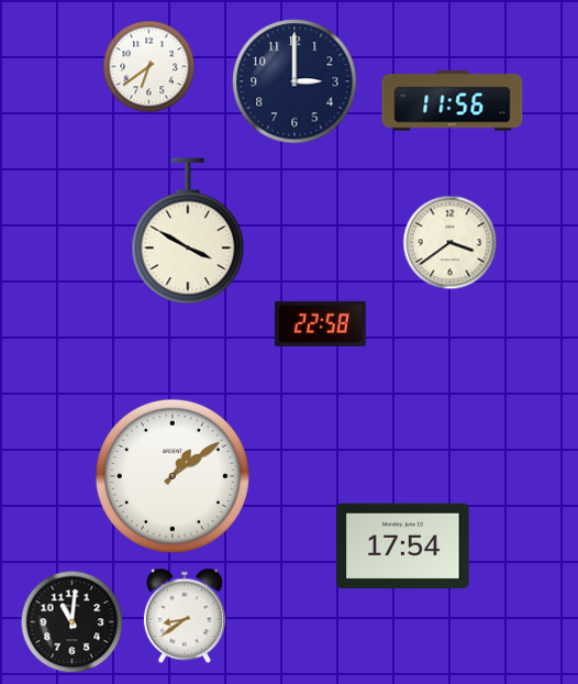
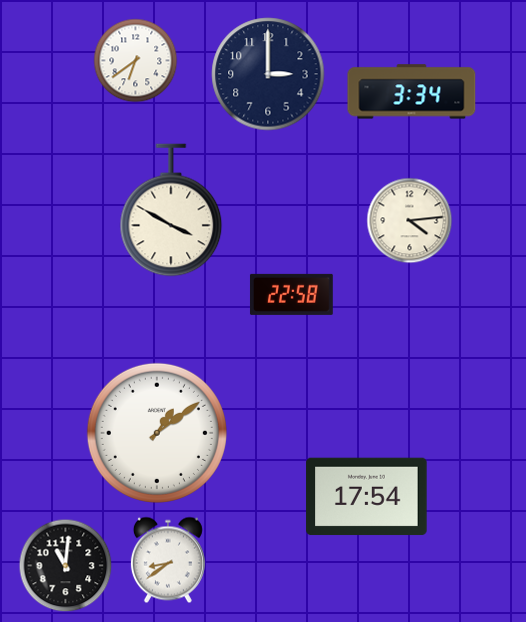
clock at (453, 101): 11:56 -> 3:34
clock at (451, 243): 3:39 -> 4:14
